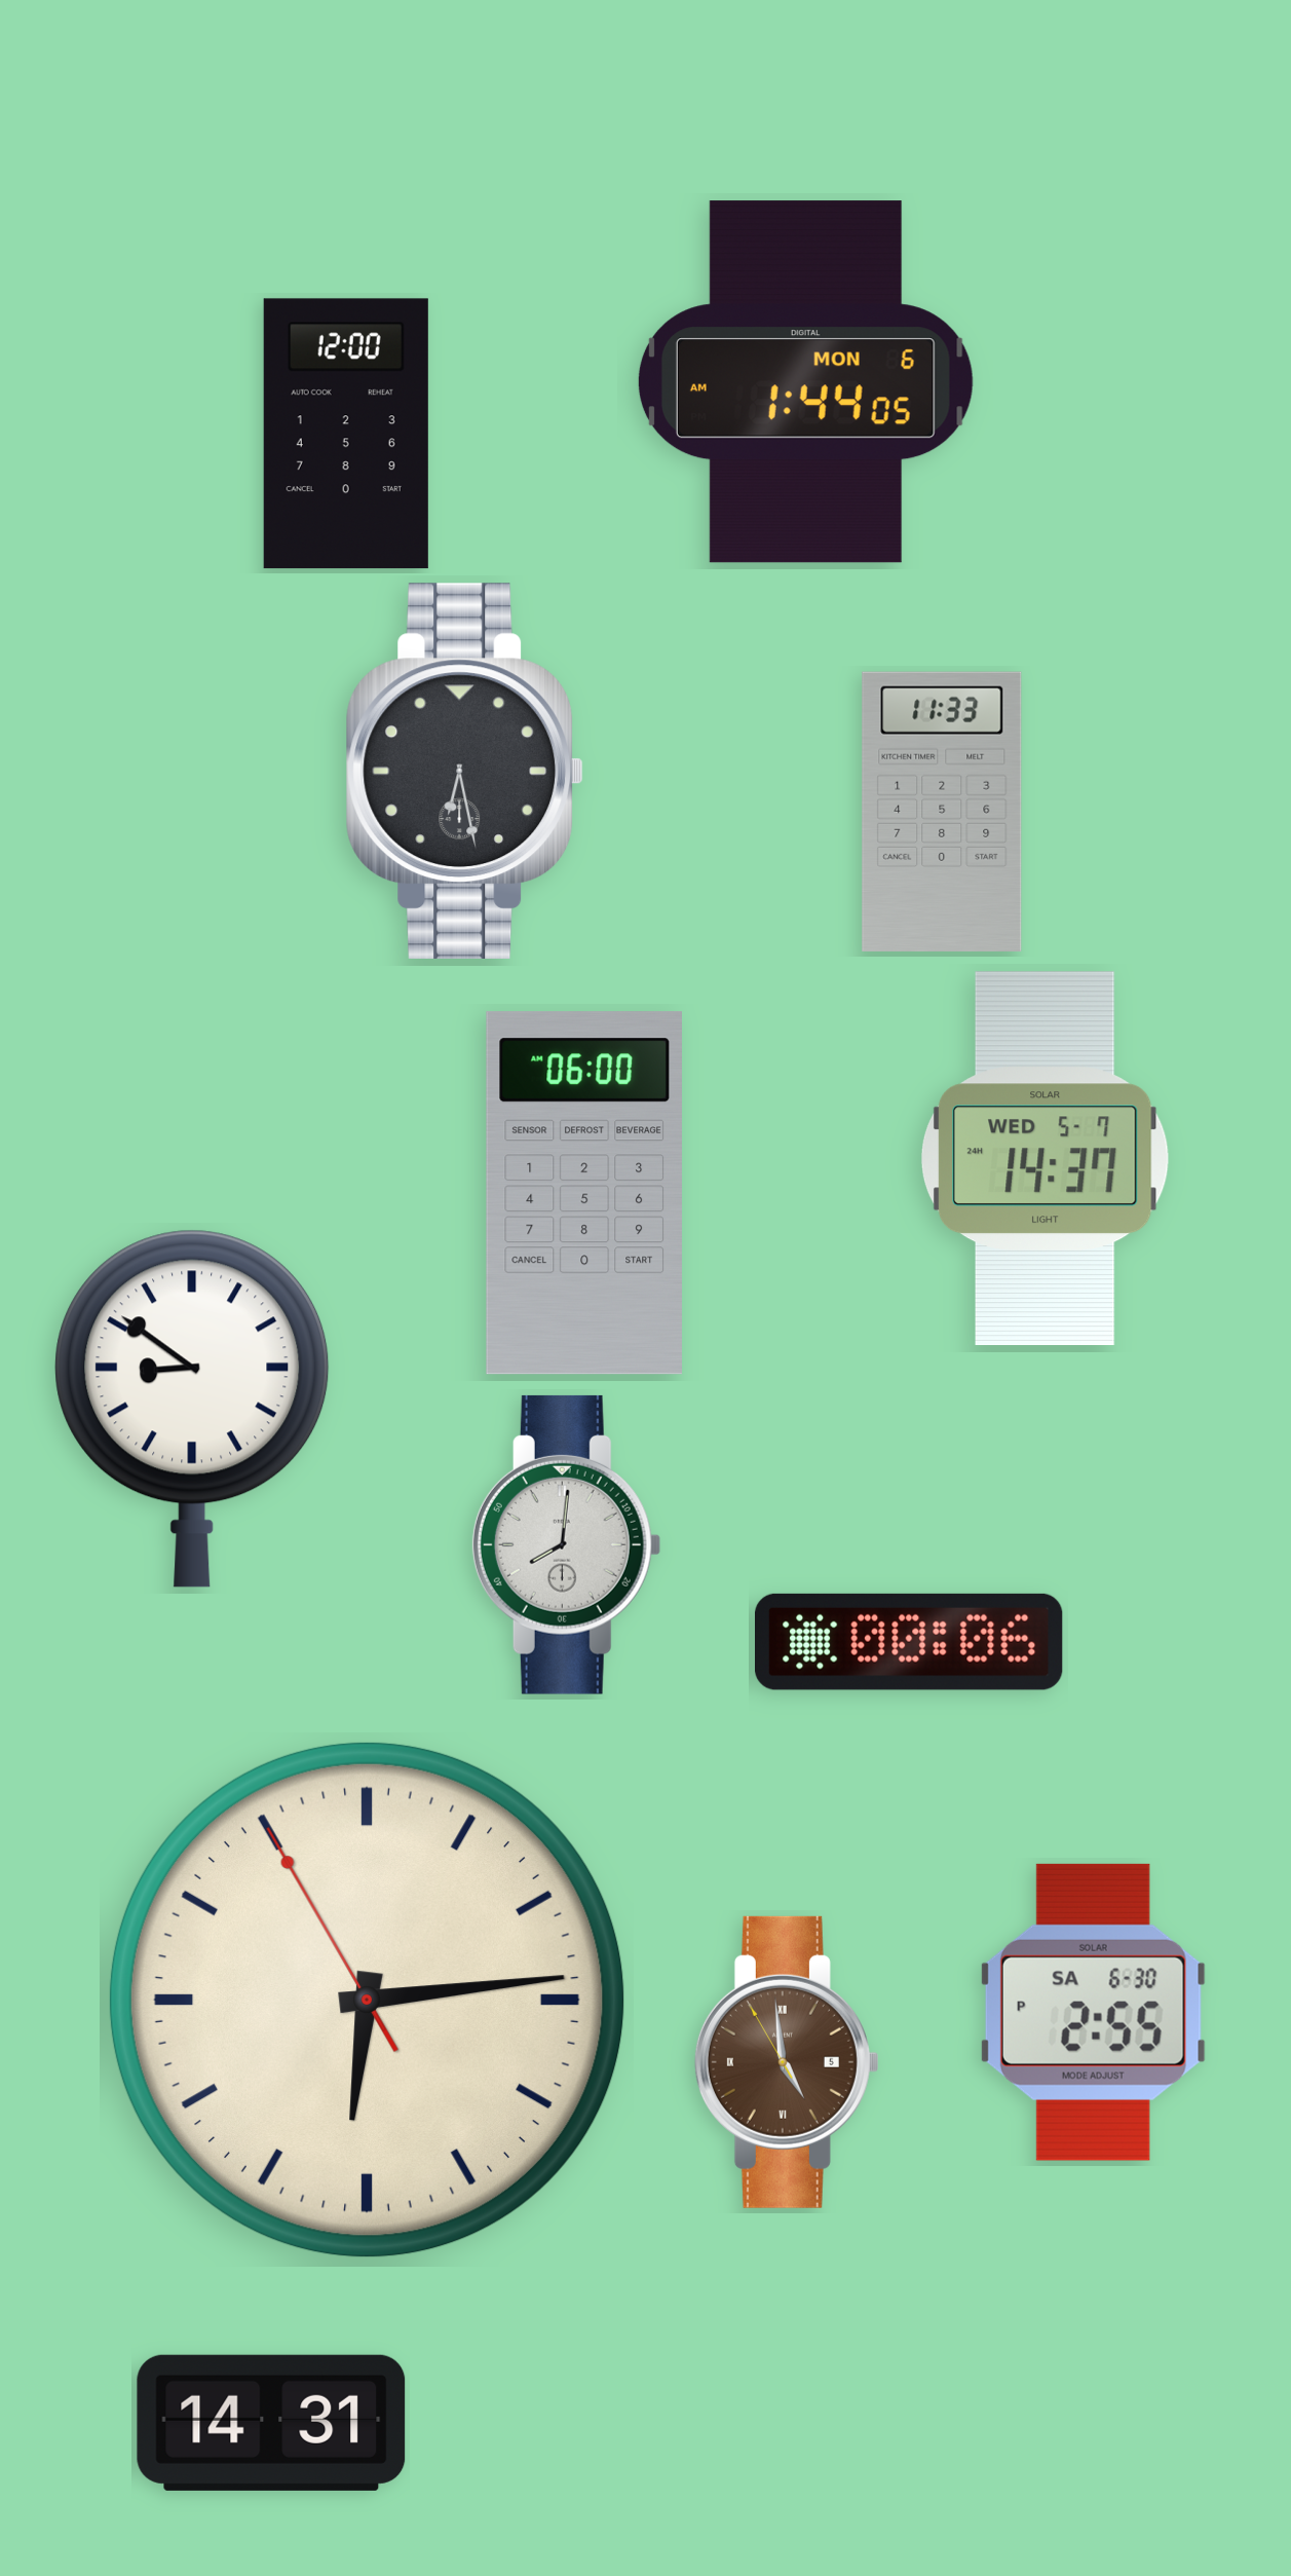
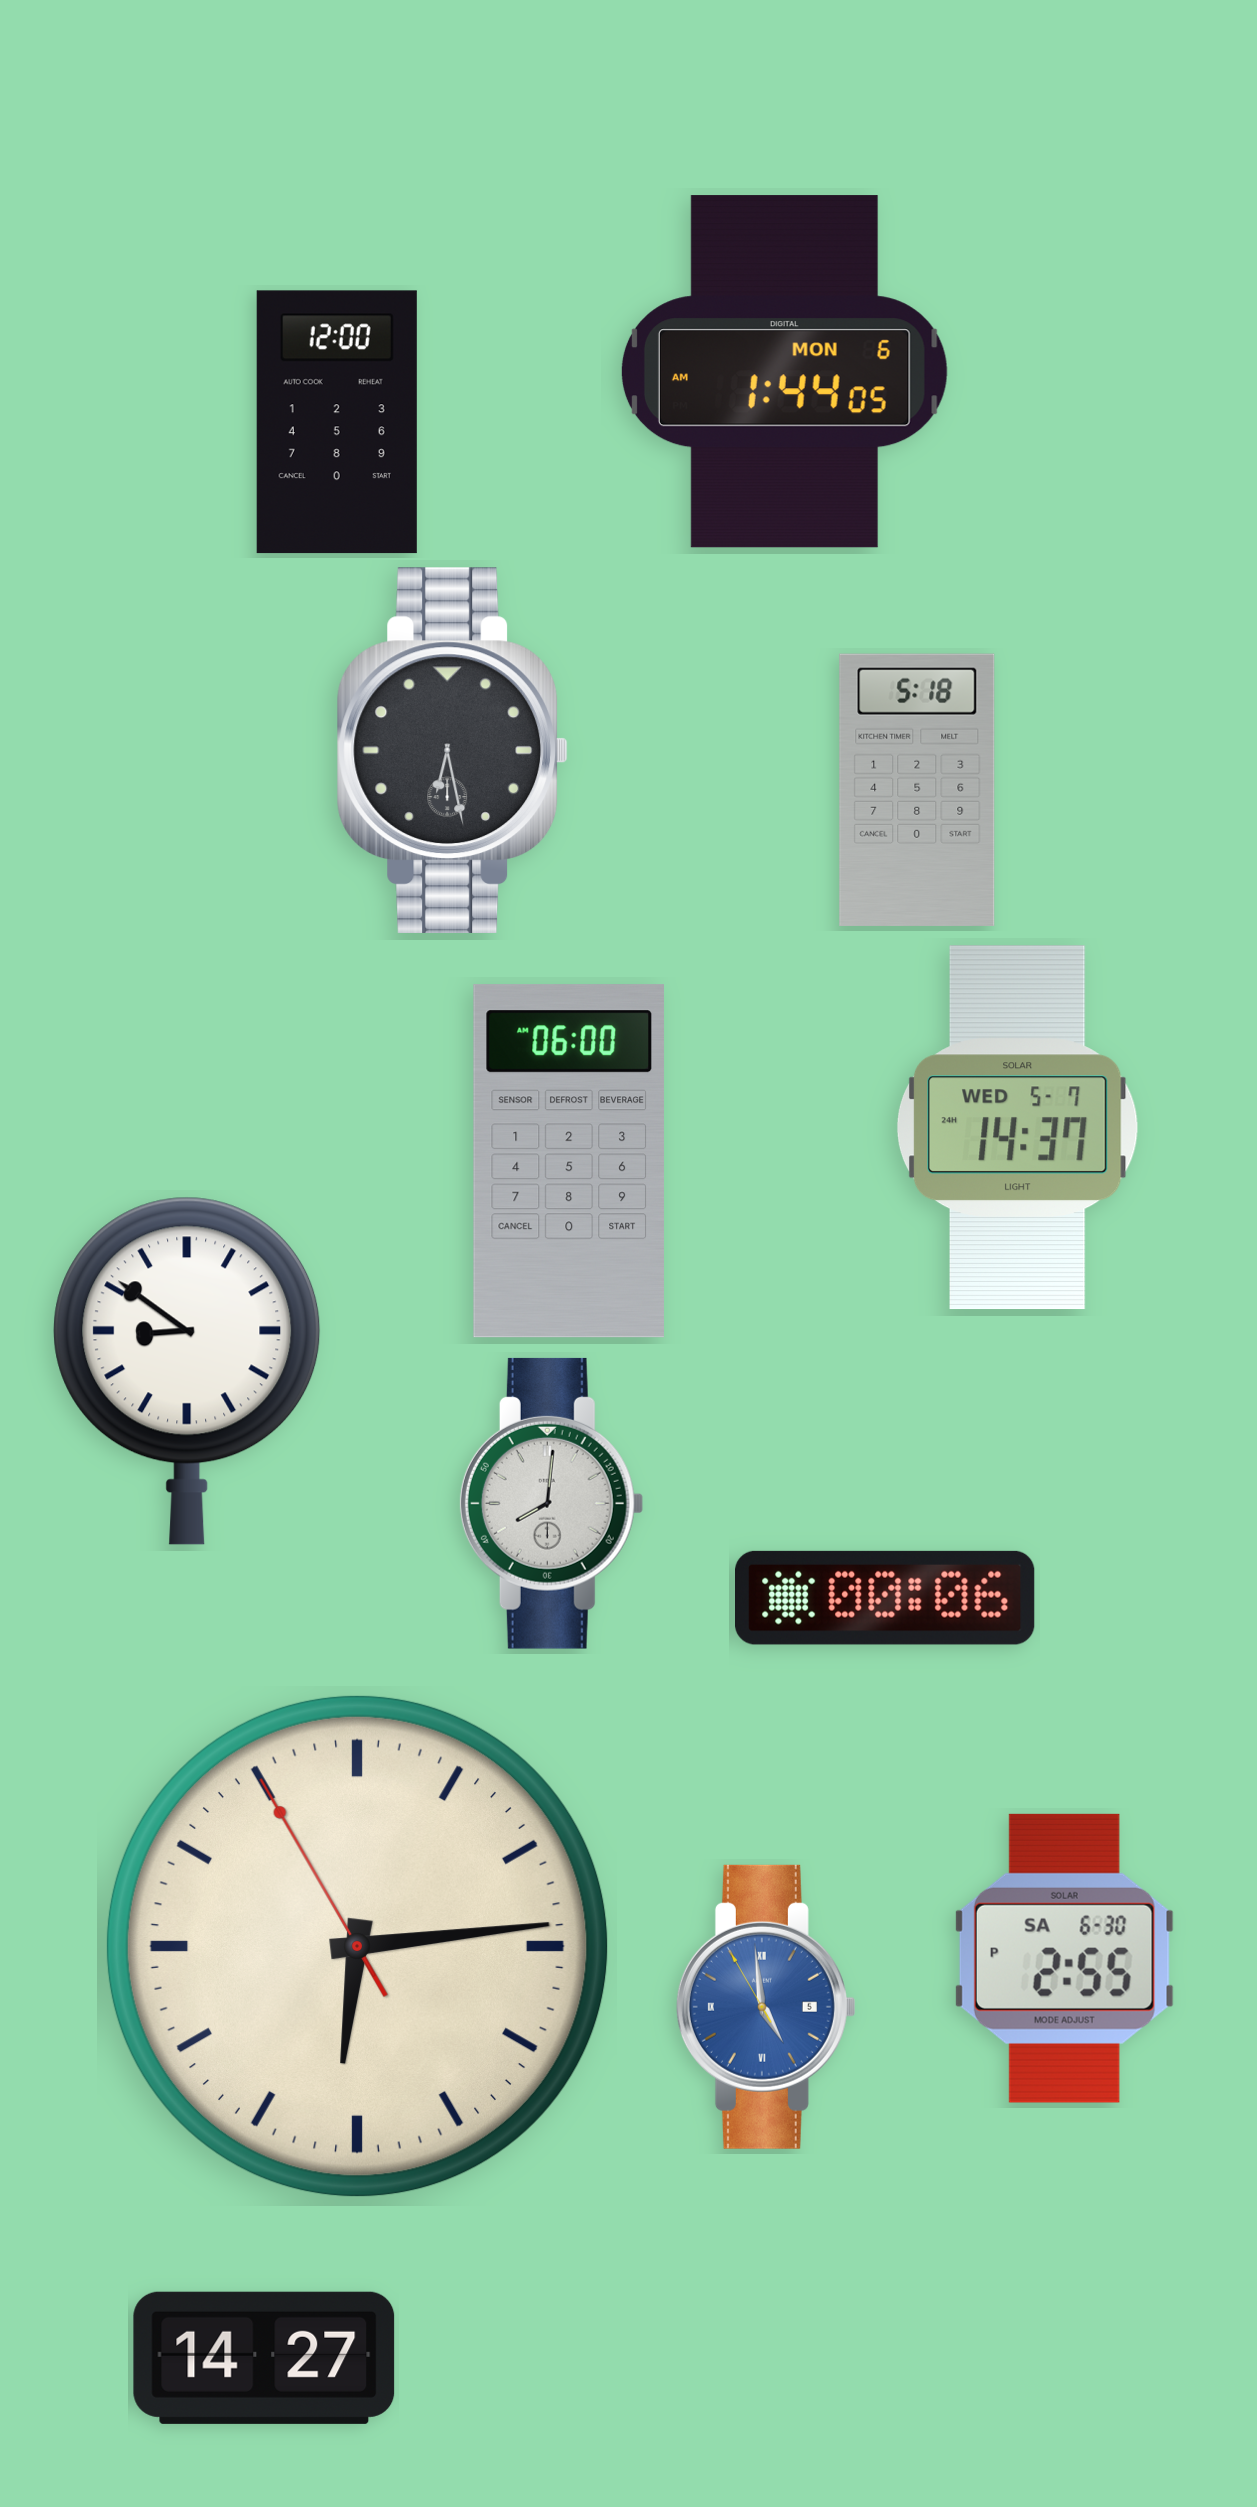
clock at (942, 812): 11:33 -> 5:18
clock at (787, 2062) dial: brown -> blue
clock at (271, 2423): 14:31 -> 14:27
